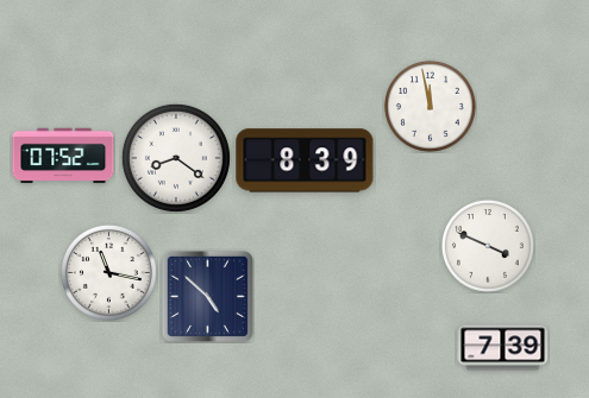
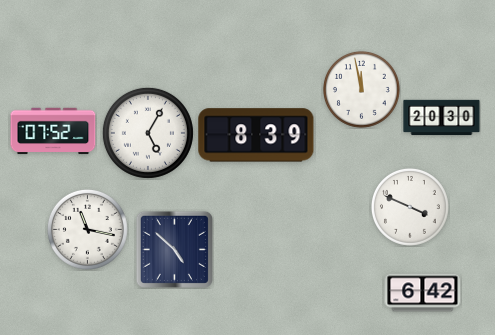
clock at (442, 118): none -> 20:30
clock at (176, 158): 8:21 -> 5:05
clock at (108, 272) position: (108, 272) -> (87, 229)
clock at (503, 348): 7:39 -> 6:42
